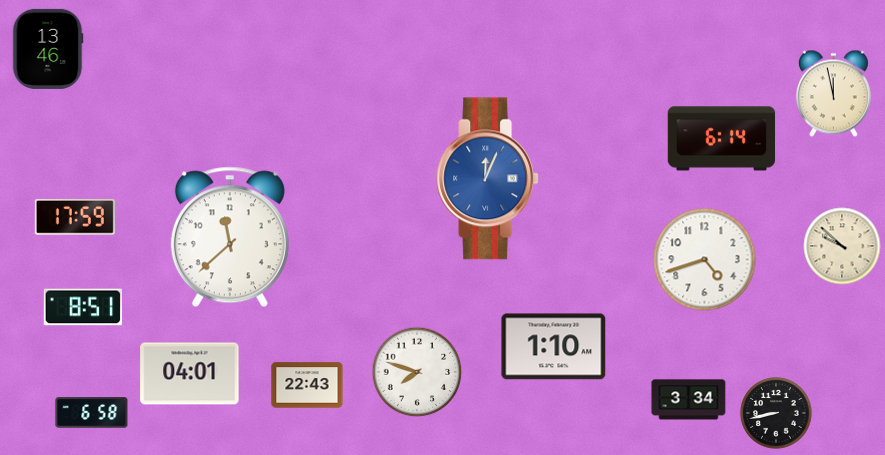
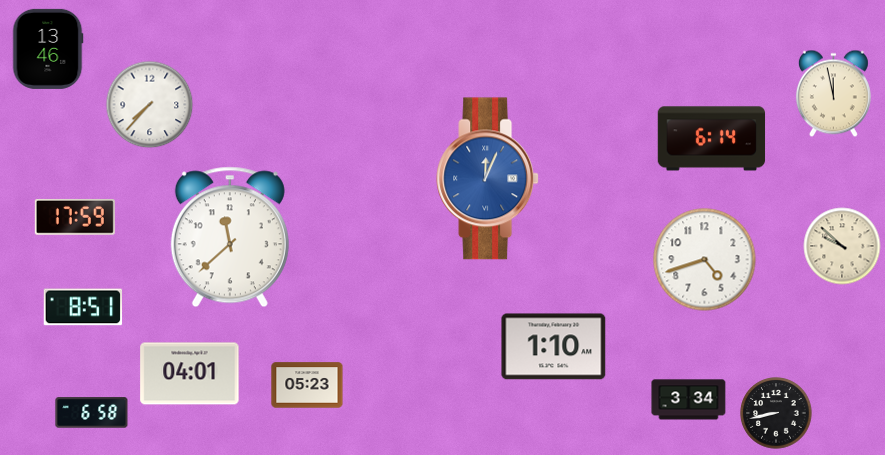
clock at (150, 105): none -> 7:37
clock at (722, 139) position: (722, 139) -> (712, 139)
clock at (417, 372): 7:48 -> none
clock at (307, 385): 22:43 -> 05:23
